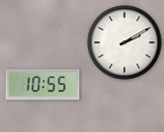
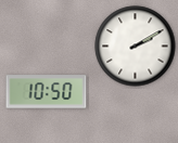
clock at (43, 85): 10:55 -> 10:50
